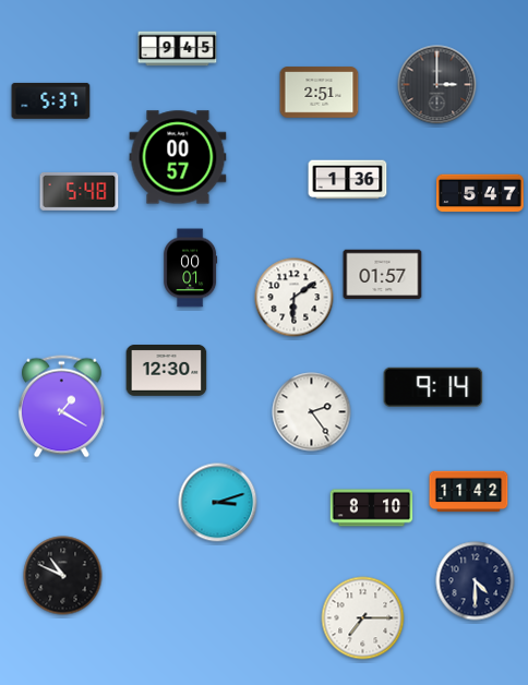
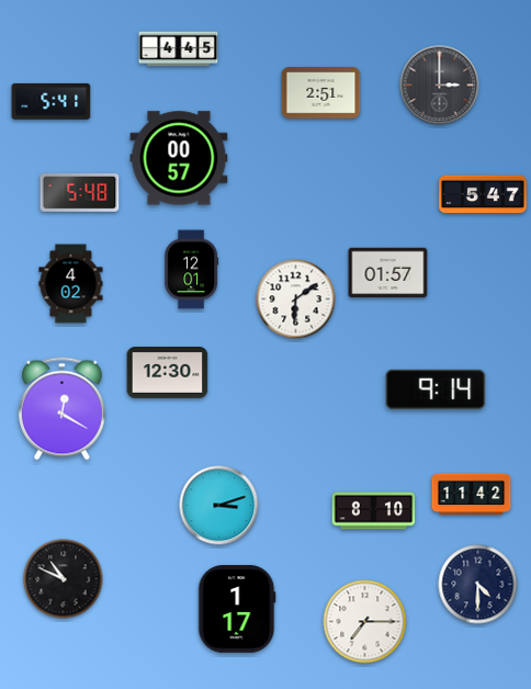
clock at (178, 49): 9:45 -> 4:45
clock at (51, 100): 5:37 -> 5:41
clock at (348, 180): 1:36 -> none
clock at (191, 268): 00:01 -> 12:01
clock at (383, 275) position: (383, 275) -> (388, 273)
clock at (71, 284): none -> 4:02
clock at (61, 407): 1:20 -> 12:20
clock at (312, 412): 2:24 -> none
clock at (237, 610): none -> 1:17
